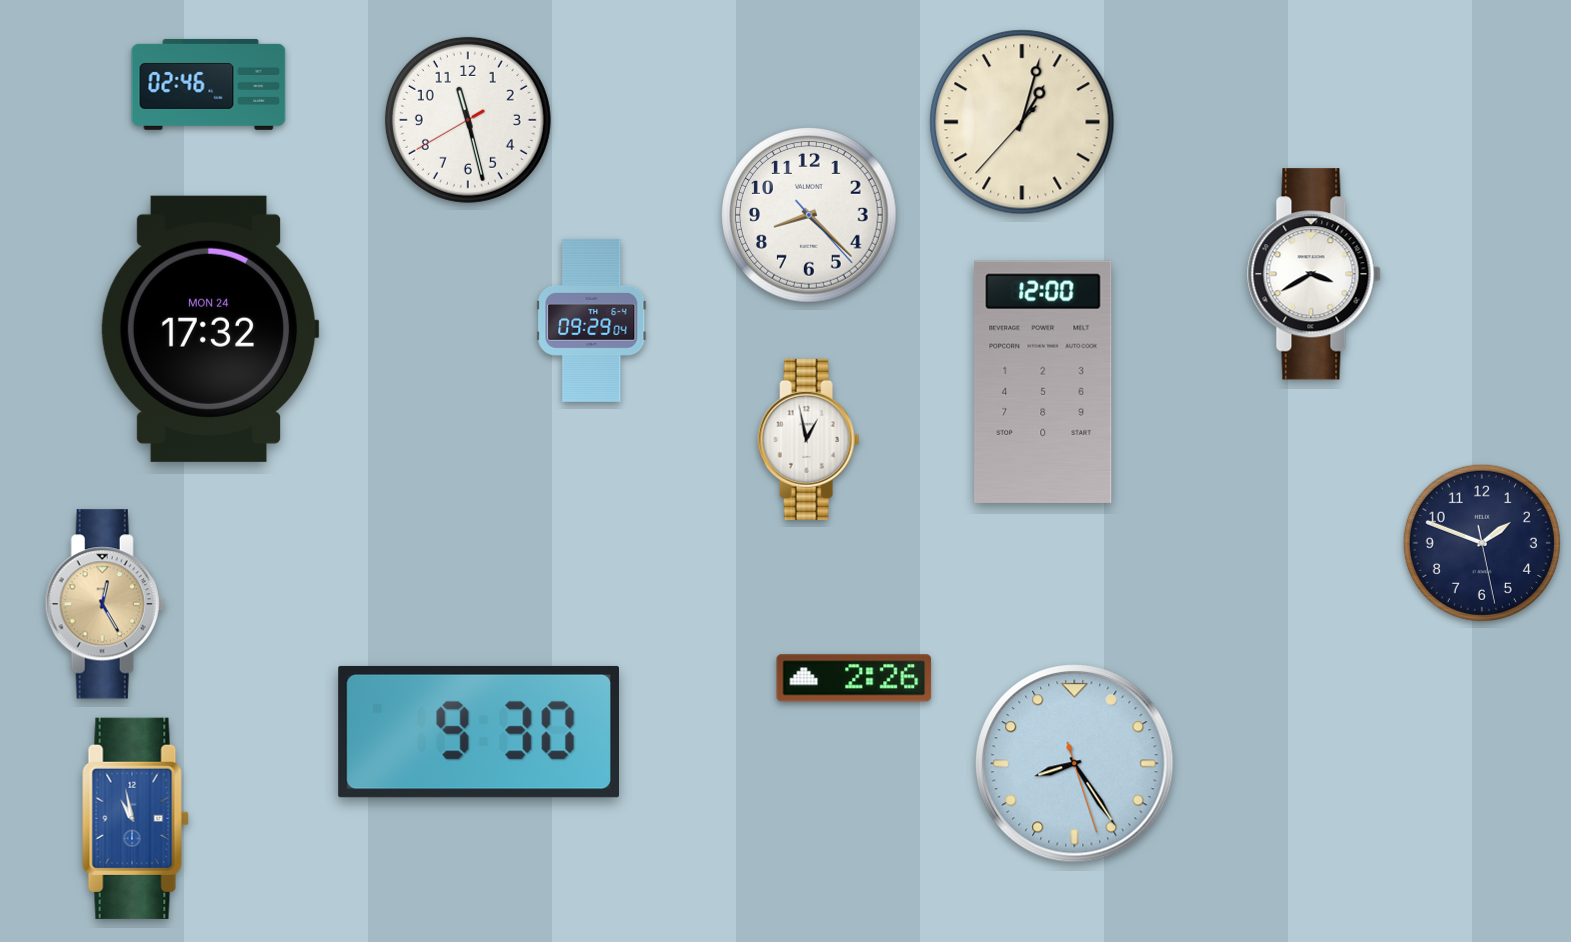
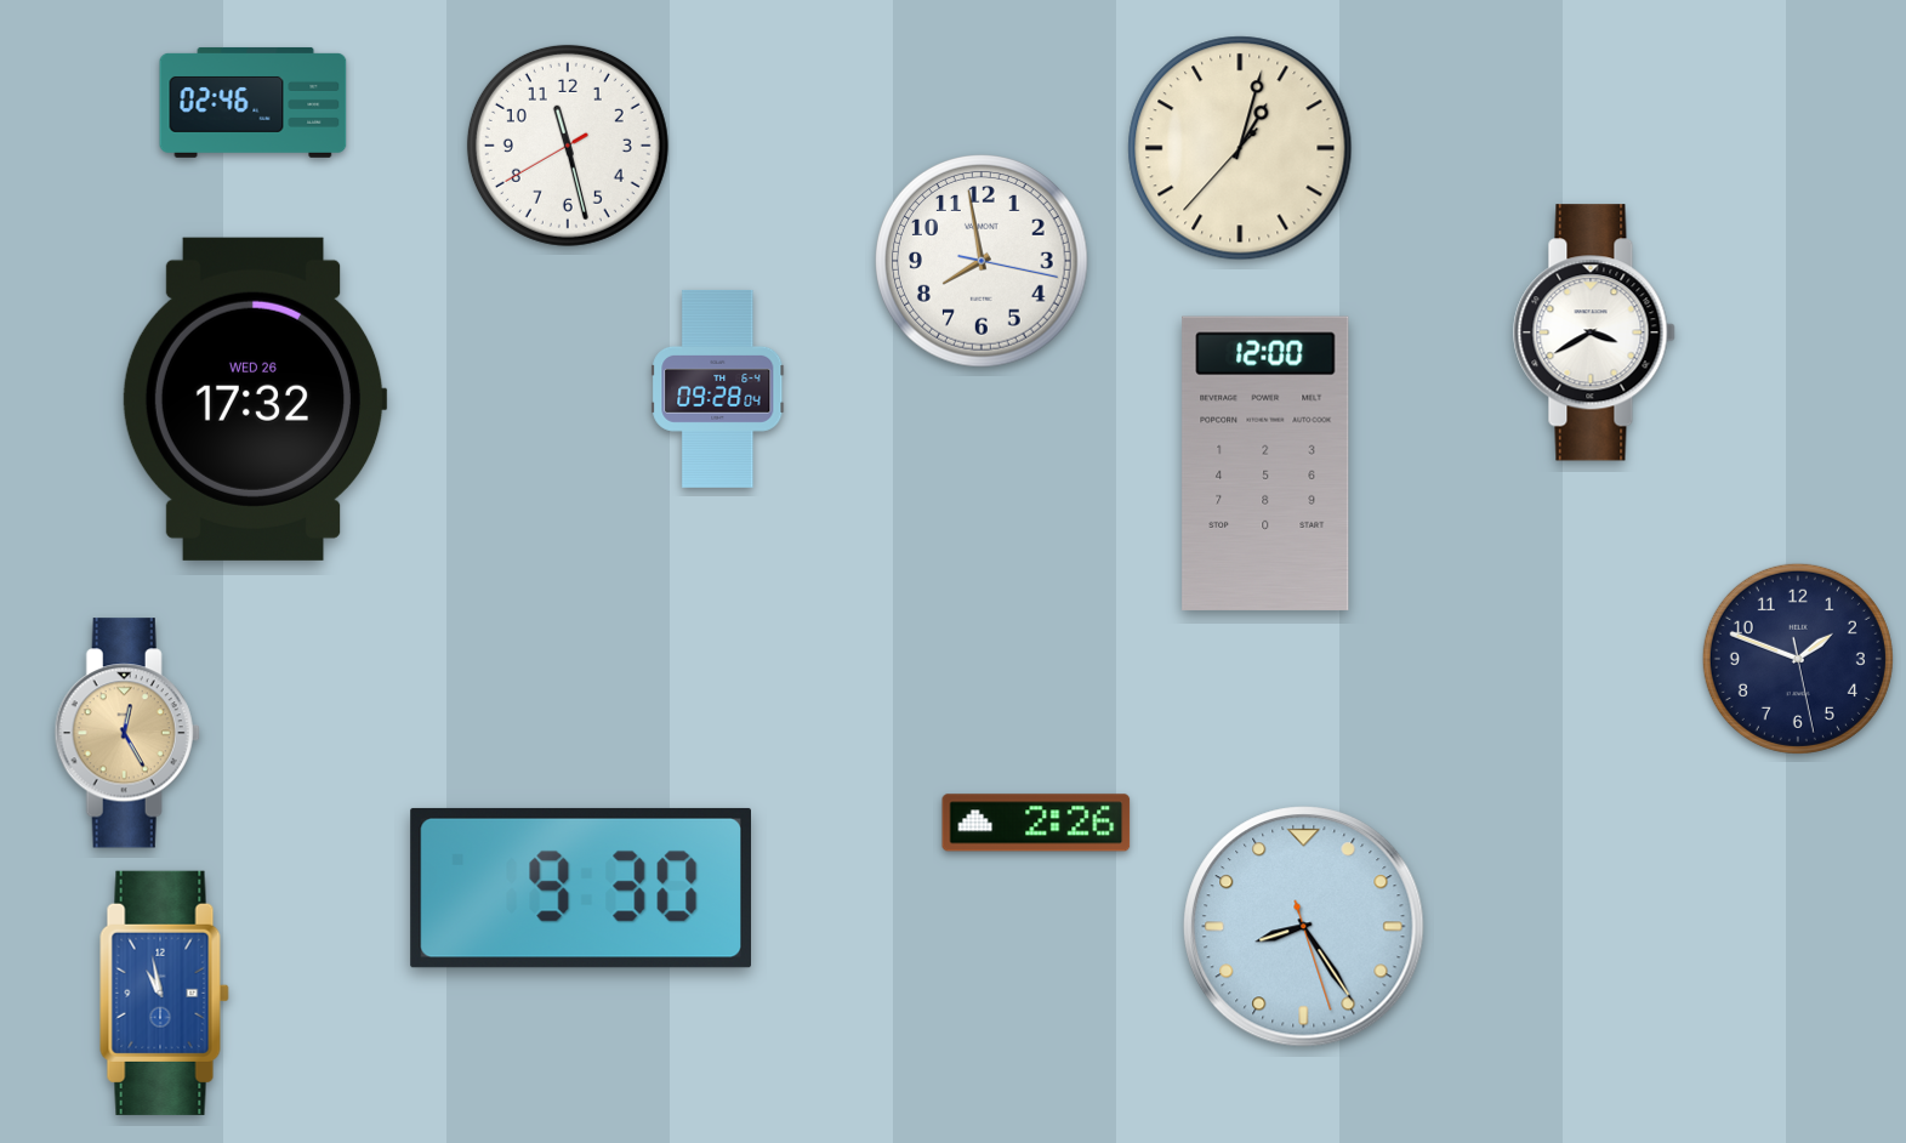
clock at (809, 215): 8:22 -> 7:58
clock at (592, 320): 09:29 -> 09:28
clock at (210, 329) date: MON 24 -> WED 26
clock at (809, 439): 12:58 -> none
